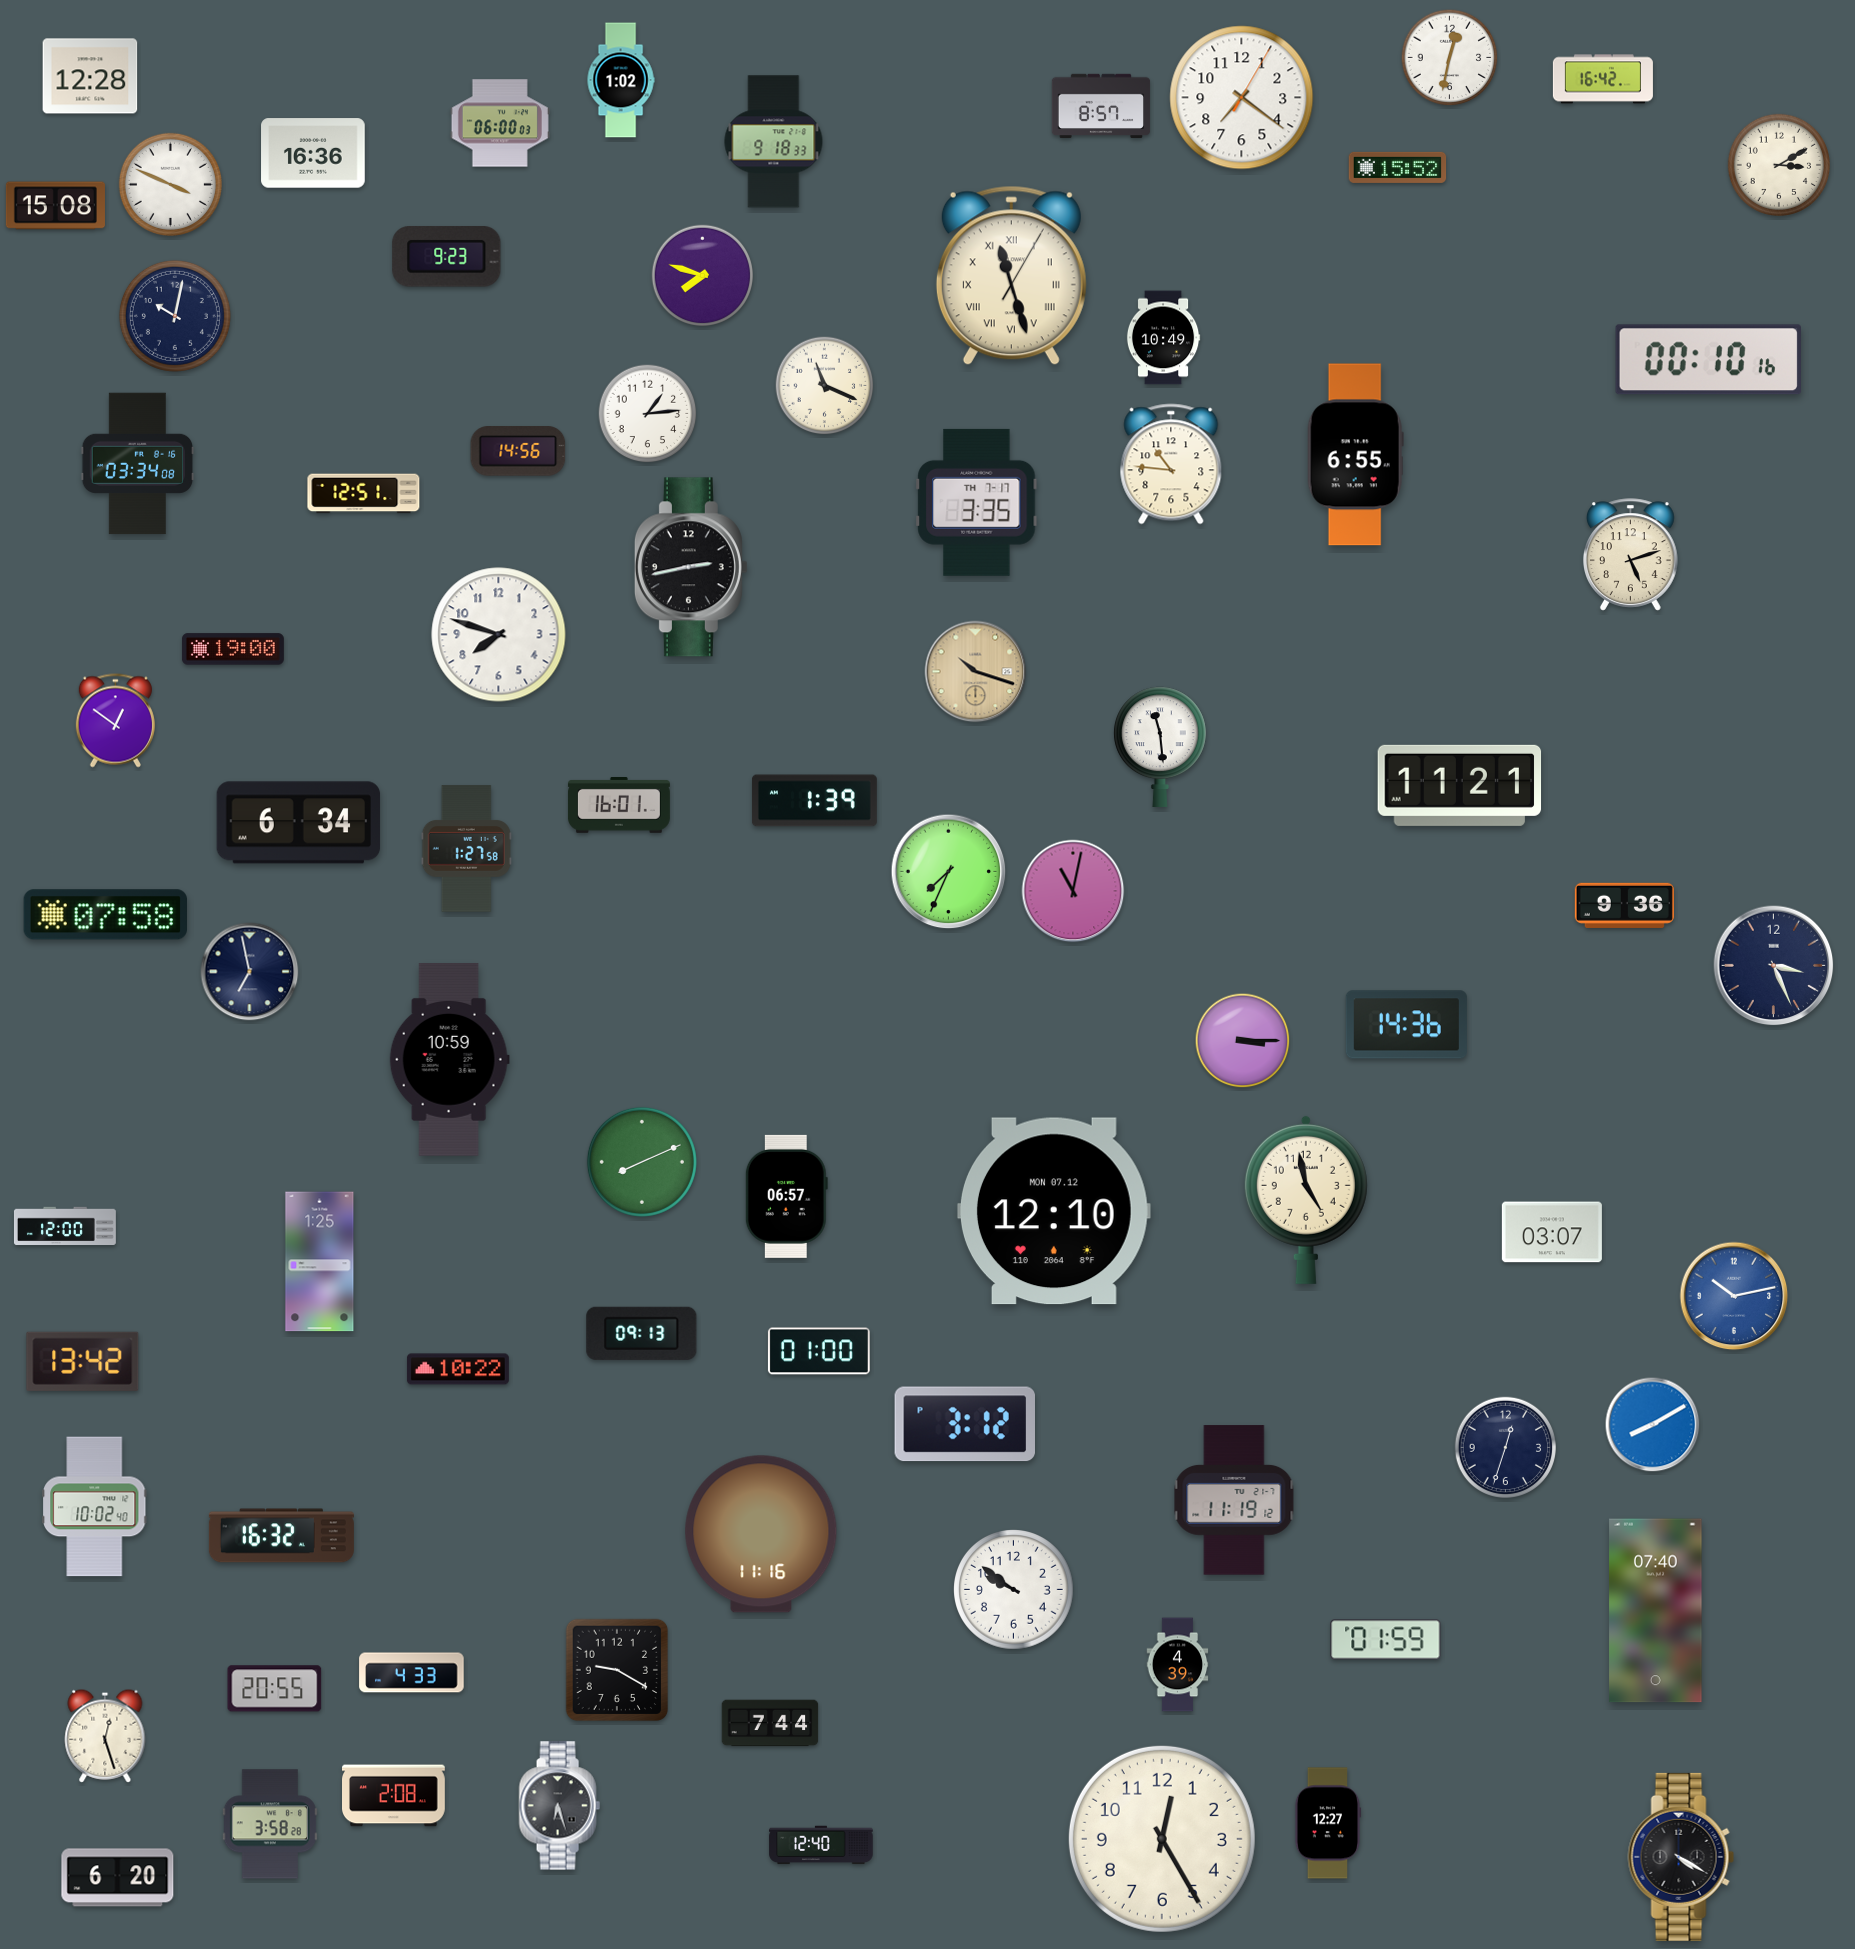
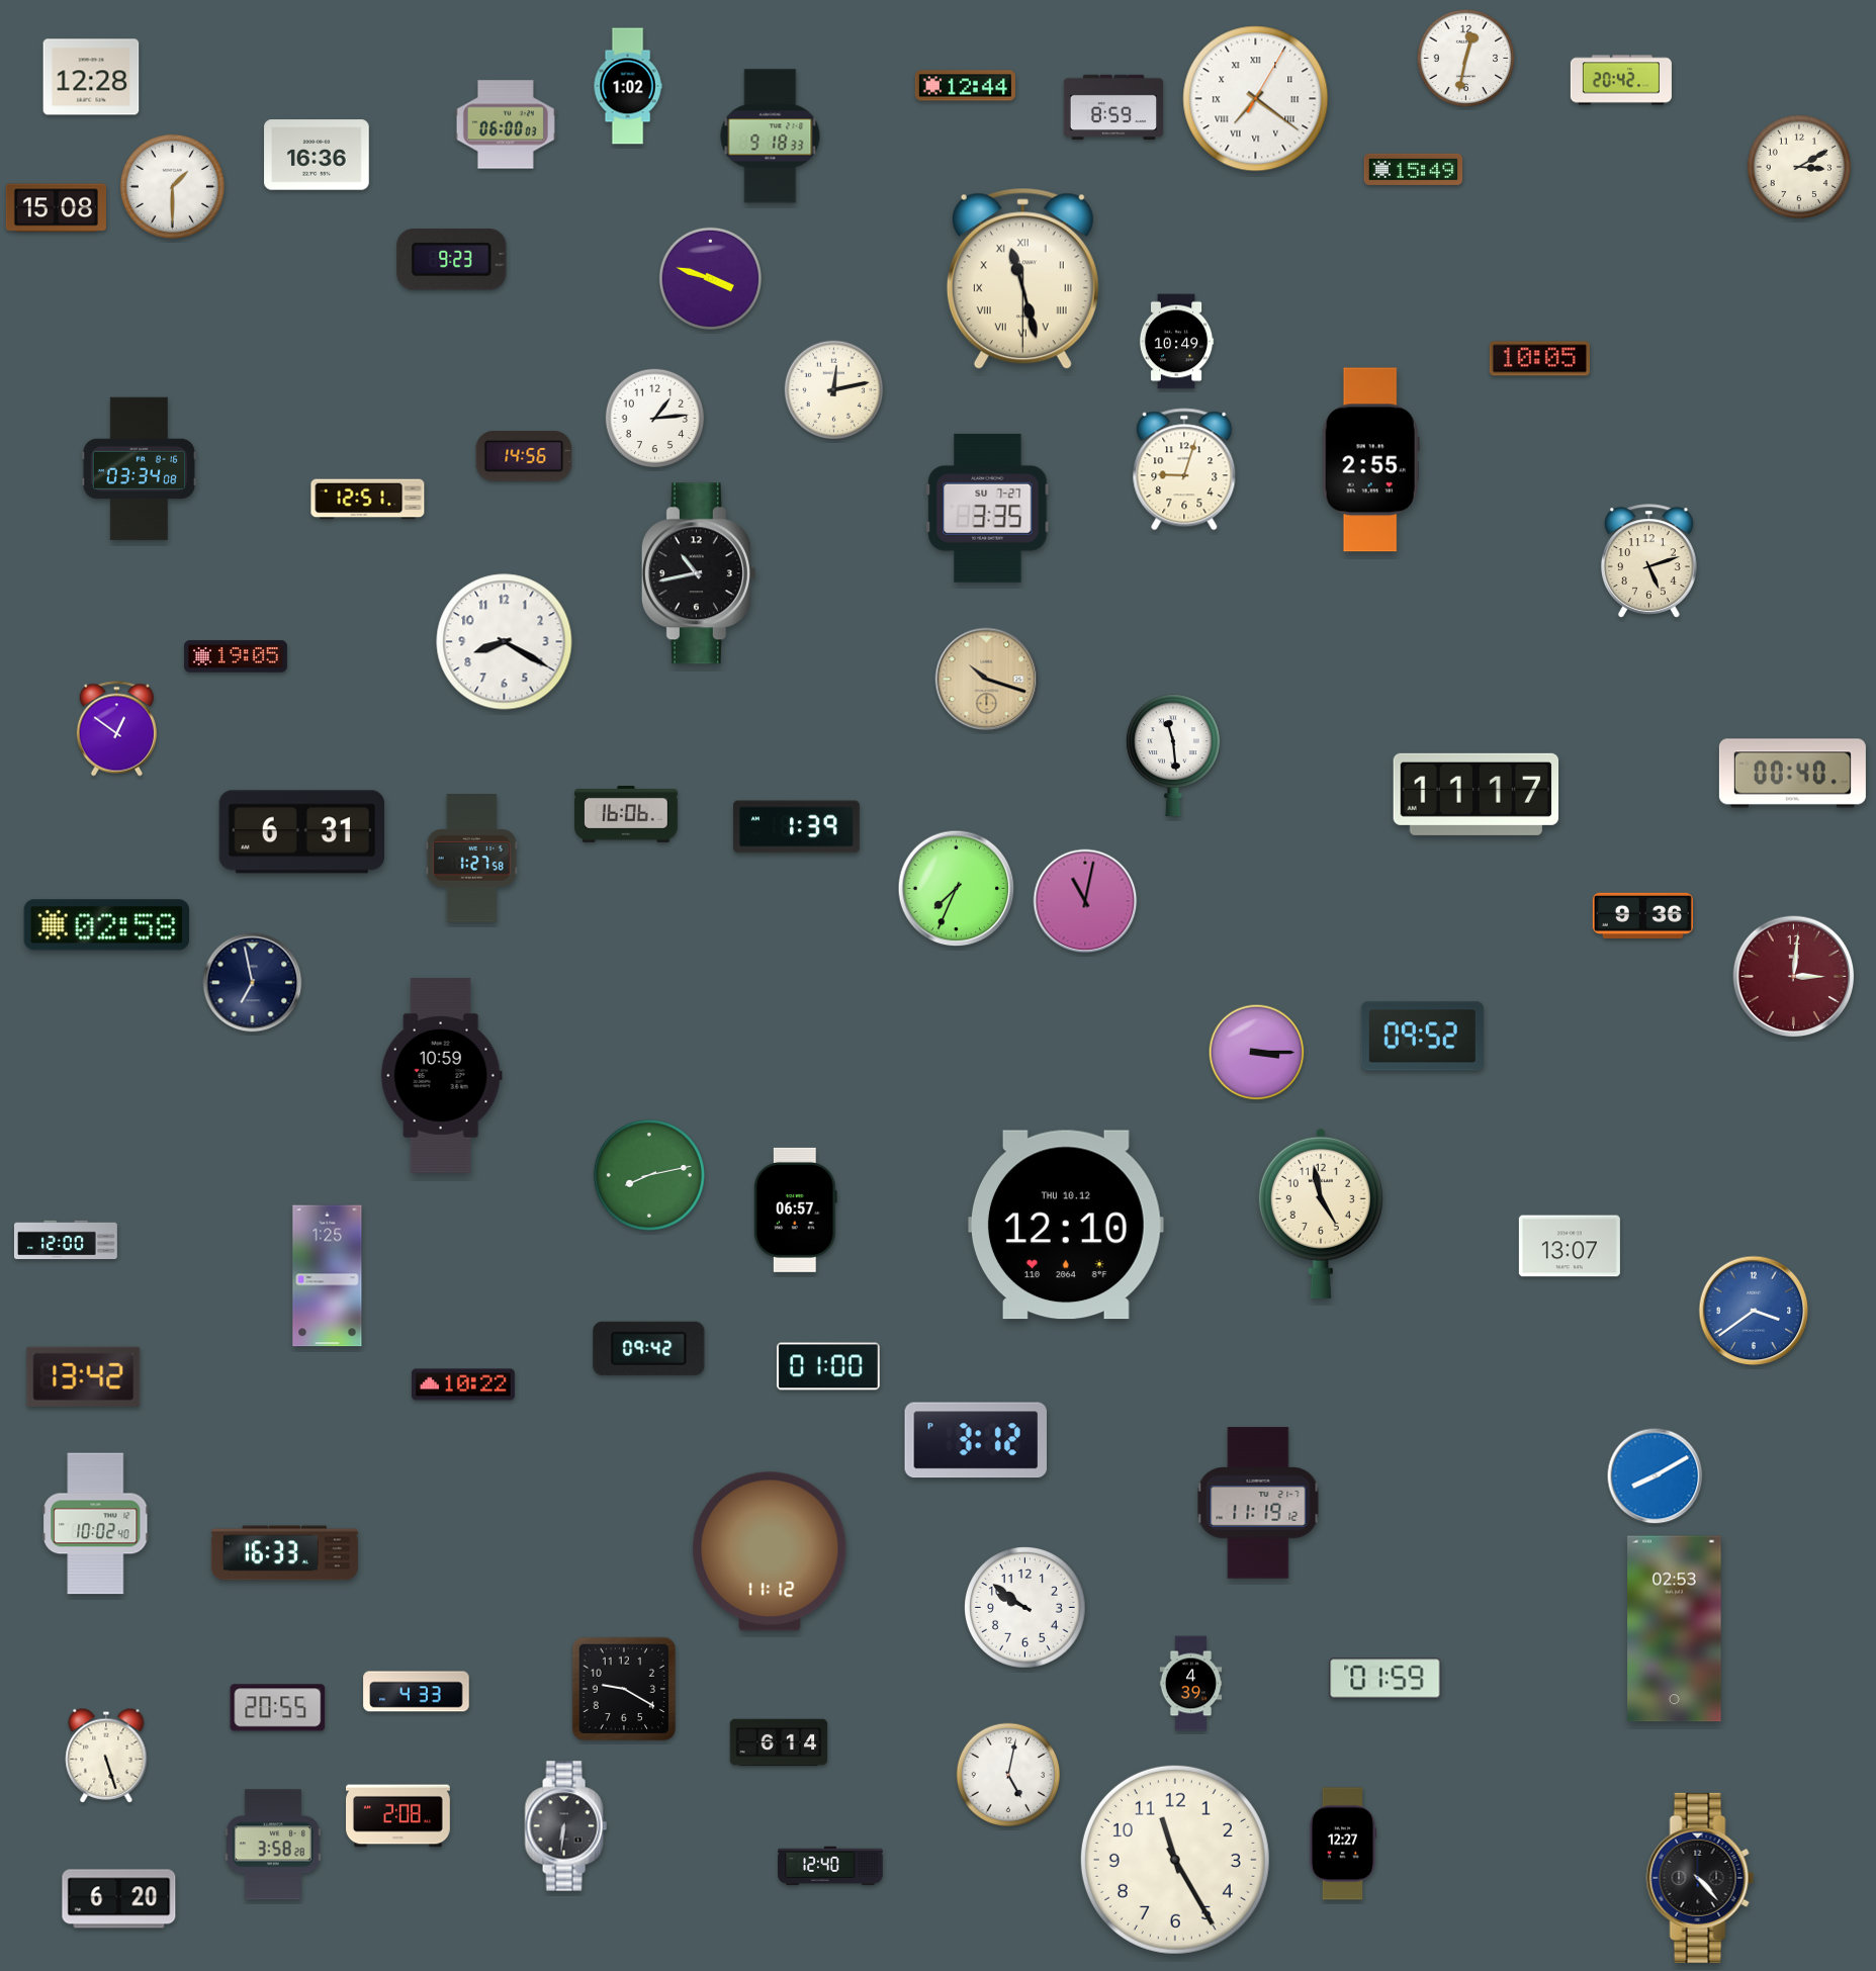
clock at (1603, 79): 16:42 -> 20:42
clock at (621, 80) position: (621, 80) -> (628, 86)
clock at (965, 86): none -> 12:44
clock at (1242, 98) numerals: Arabic -> Roman
clock at (1101, 106): 8:57 -> 8:59
clock at (774, 142) position: (774, 142) -> (771, 137)
clock at (1398, 167): 15:52 -> 15:49
clock at (170, 184): 3:49 -> 1:30
clock at (702, 275): 7:48 -> 3:48
clock at (1011, 276): 11:27:05 -> 11:27:30
clock at (175, 316): 10:02 -> none
clock at (1539, 359): none -> 10:05
clock at (1708, 360): 00:10 -> none
clock at (825, 386): 11:19 -> 12:13
clock at (1355, 455): 6:55 -> 2:55
clock at (1171, 464): 10:46 -> 9:03
clock at (977, 502) date: TH 7-17 -> SU 7-27
clock at (691, 567): 2:43 -> 10:43
clock at (499, 635): 7:48 -> 8:20
clock at (233, 649): 19:00 -> 19:05
clock at (1792, 774): none -> 00:40
clock at (1460, 785): 11:21 -> 11:17
clock at (815, 801) position: (815, 801) -> (797, 827)
clock at (619, 806): 16:01 -> 16:06
clock at (299, 823): 6:34 -> 6:31
clock at (949, 872) position: (949, 872) -> (957, 889)
clock at (105, 915): 07:58 -> 02:58
clock at (1774, 966): 3:26 -> 3:01
clock at (1774, 966) dial: navy -> burgundy
clock at (1406, 1025): 14:36 -> 09:52
clock at (449, 1060) position: (449, 1060) -> (441, 1076)
clock at (642, 1162): 8:11 -> 8:13
clock at (1054, 1211) date: MON 07.12 -> THU 10.12
clock at (1552, 1232): 03:07 -> 13:07
clock at (320, 1262) position: (320, 1262) -> (328, 1276)
clock at (1734, 1296): 10:13 -> 3:39
clock at (642, 1333): 09:13 -> 09:42
clock at (1653, 1425) position: (1653, 1425) -> (1656, 1476)
clock at (1505, 1447): 12:33 -> none
clock at (1234, 1500) position: (1234, 1500) -> (1258, 1503)
clock at (761, 1534): 11:16 -> 11:12
clock at (281, 1536): 16:32 -> 16:33
clock at (1656, 1611): 07:40 -> 02:53
clock at (1386, 1640) position: (1386, 1640) -> (1386, 1679)
clock at (770, 1723): 7:44 -> 6:14
clock at (105, 1736): 12:27 -> 5:27
clock at (1007, 1774): none -> 5:02
clock at (559, 1806): 6:27 -> 6:31
clock at (1162, 1839): 12:25 -> 11:25
clock at (1681, 1857): 4:20 -> 4:23
